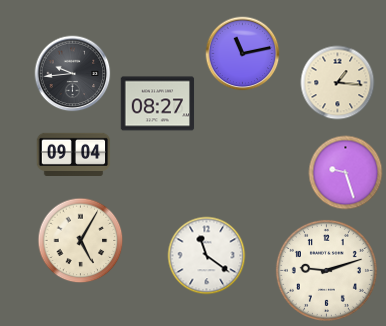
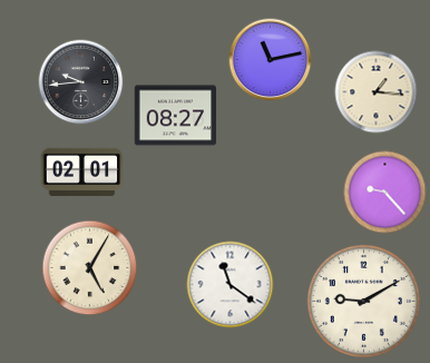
clock at (74, 154): 09:04 -> 02:01
clock at (346, 173): 9:27 -> 9:23
clock at (326, 270): 9:12 -> 9:10
